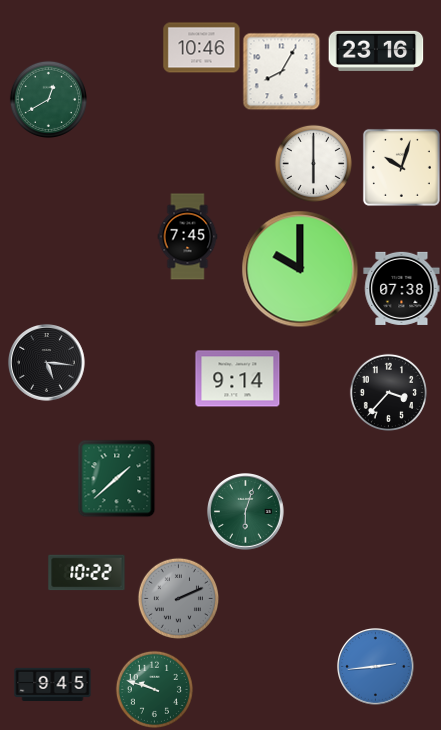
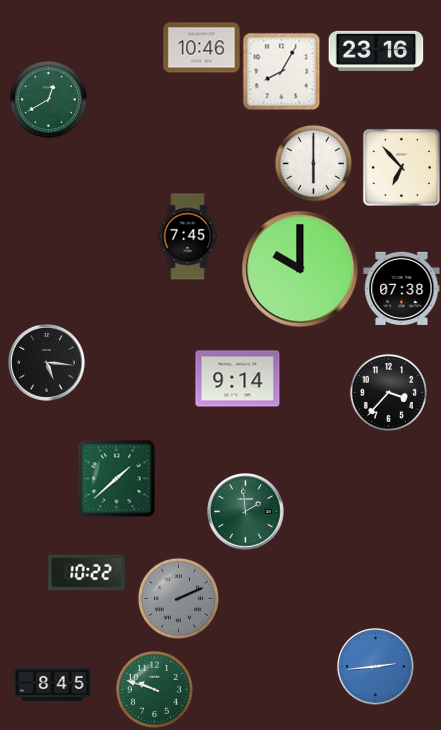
clock at (401, 167): 10:03 -> 6:53
clock at (246, 512): 6:03 -> 1:59
clock at (53, 684): 9:45 -> 8:45
